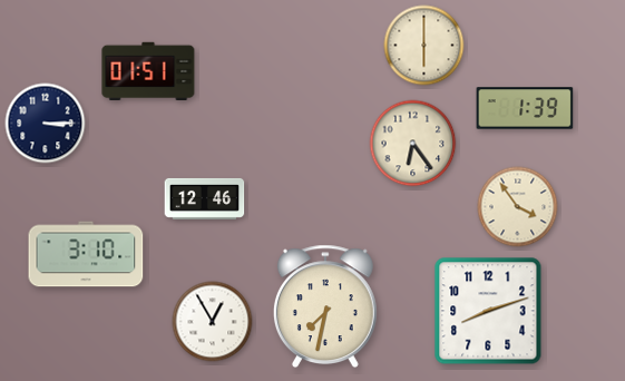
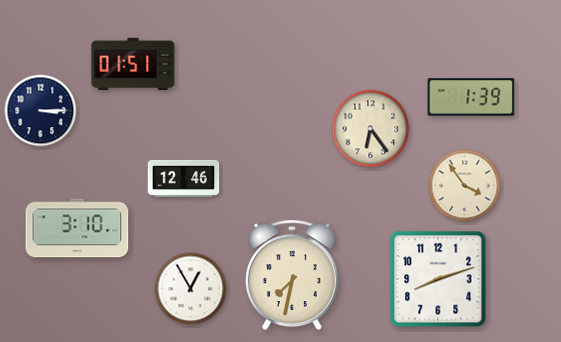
clock at (424, 46): 6:00 -> none
